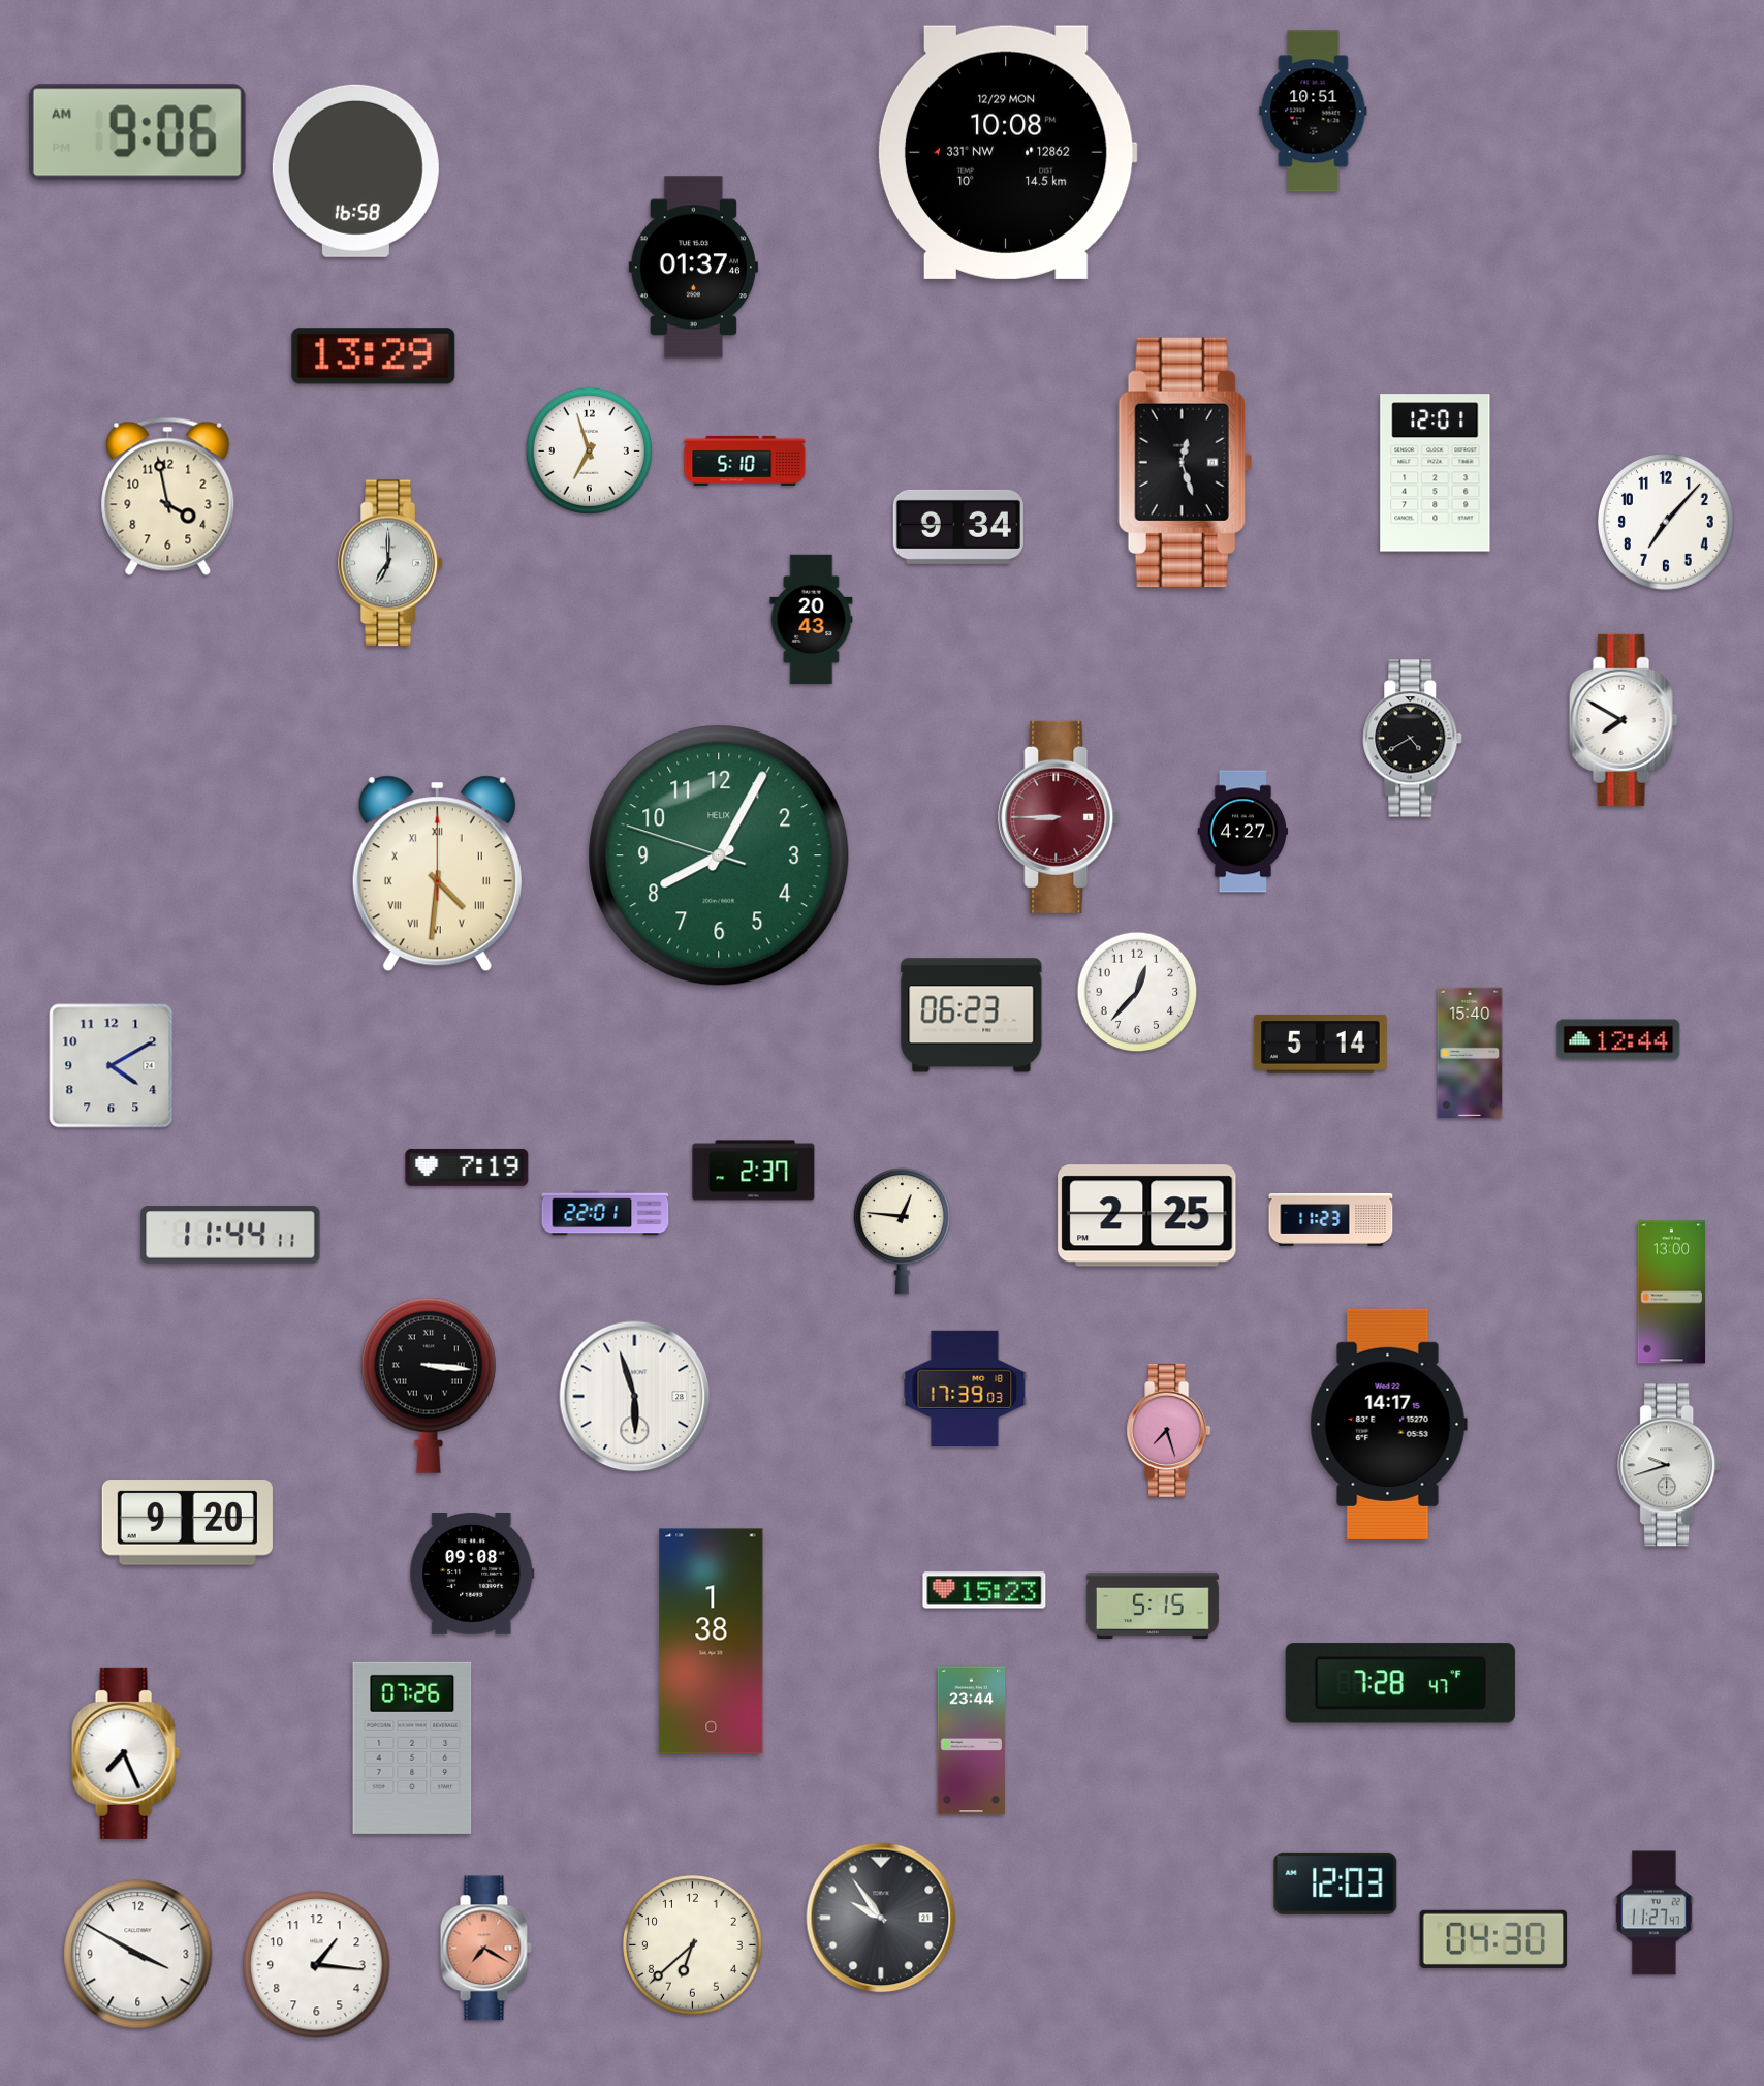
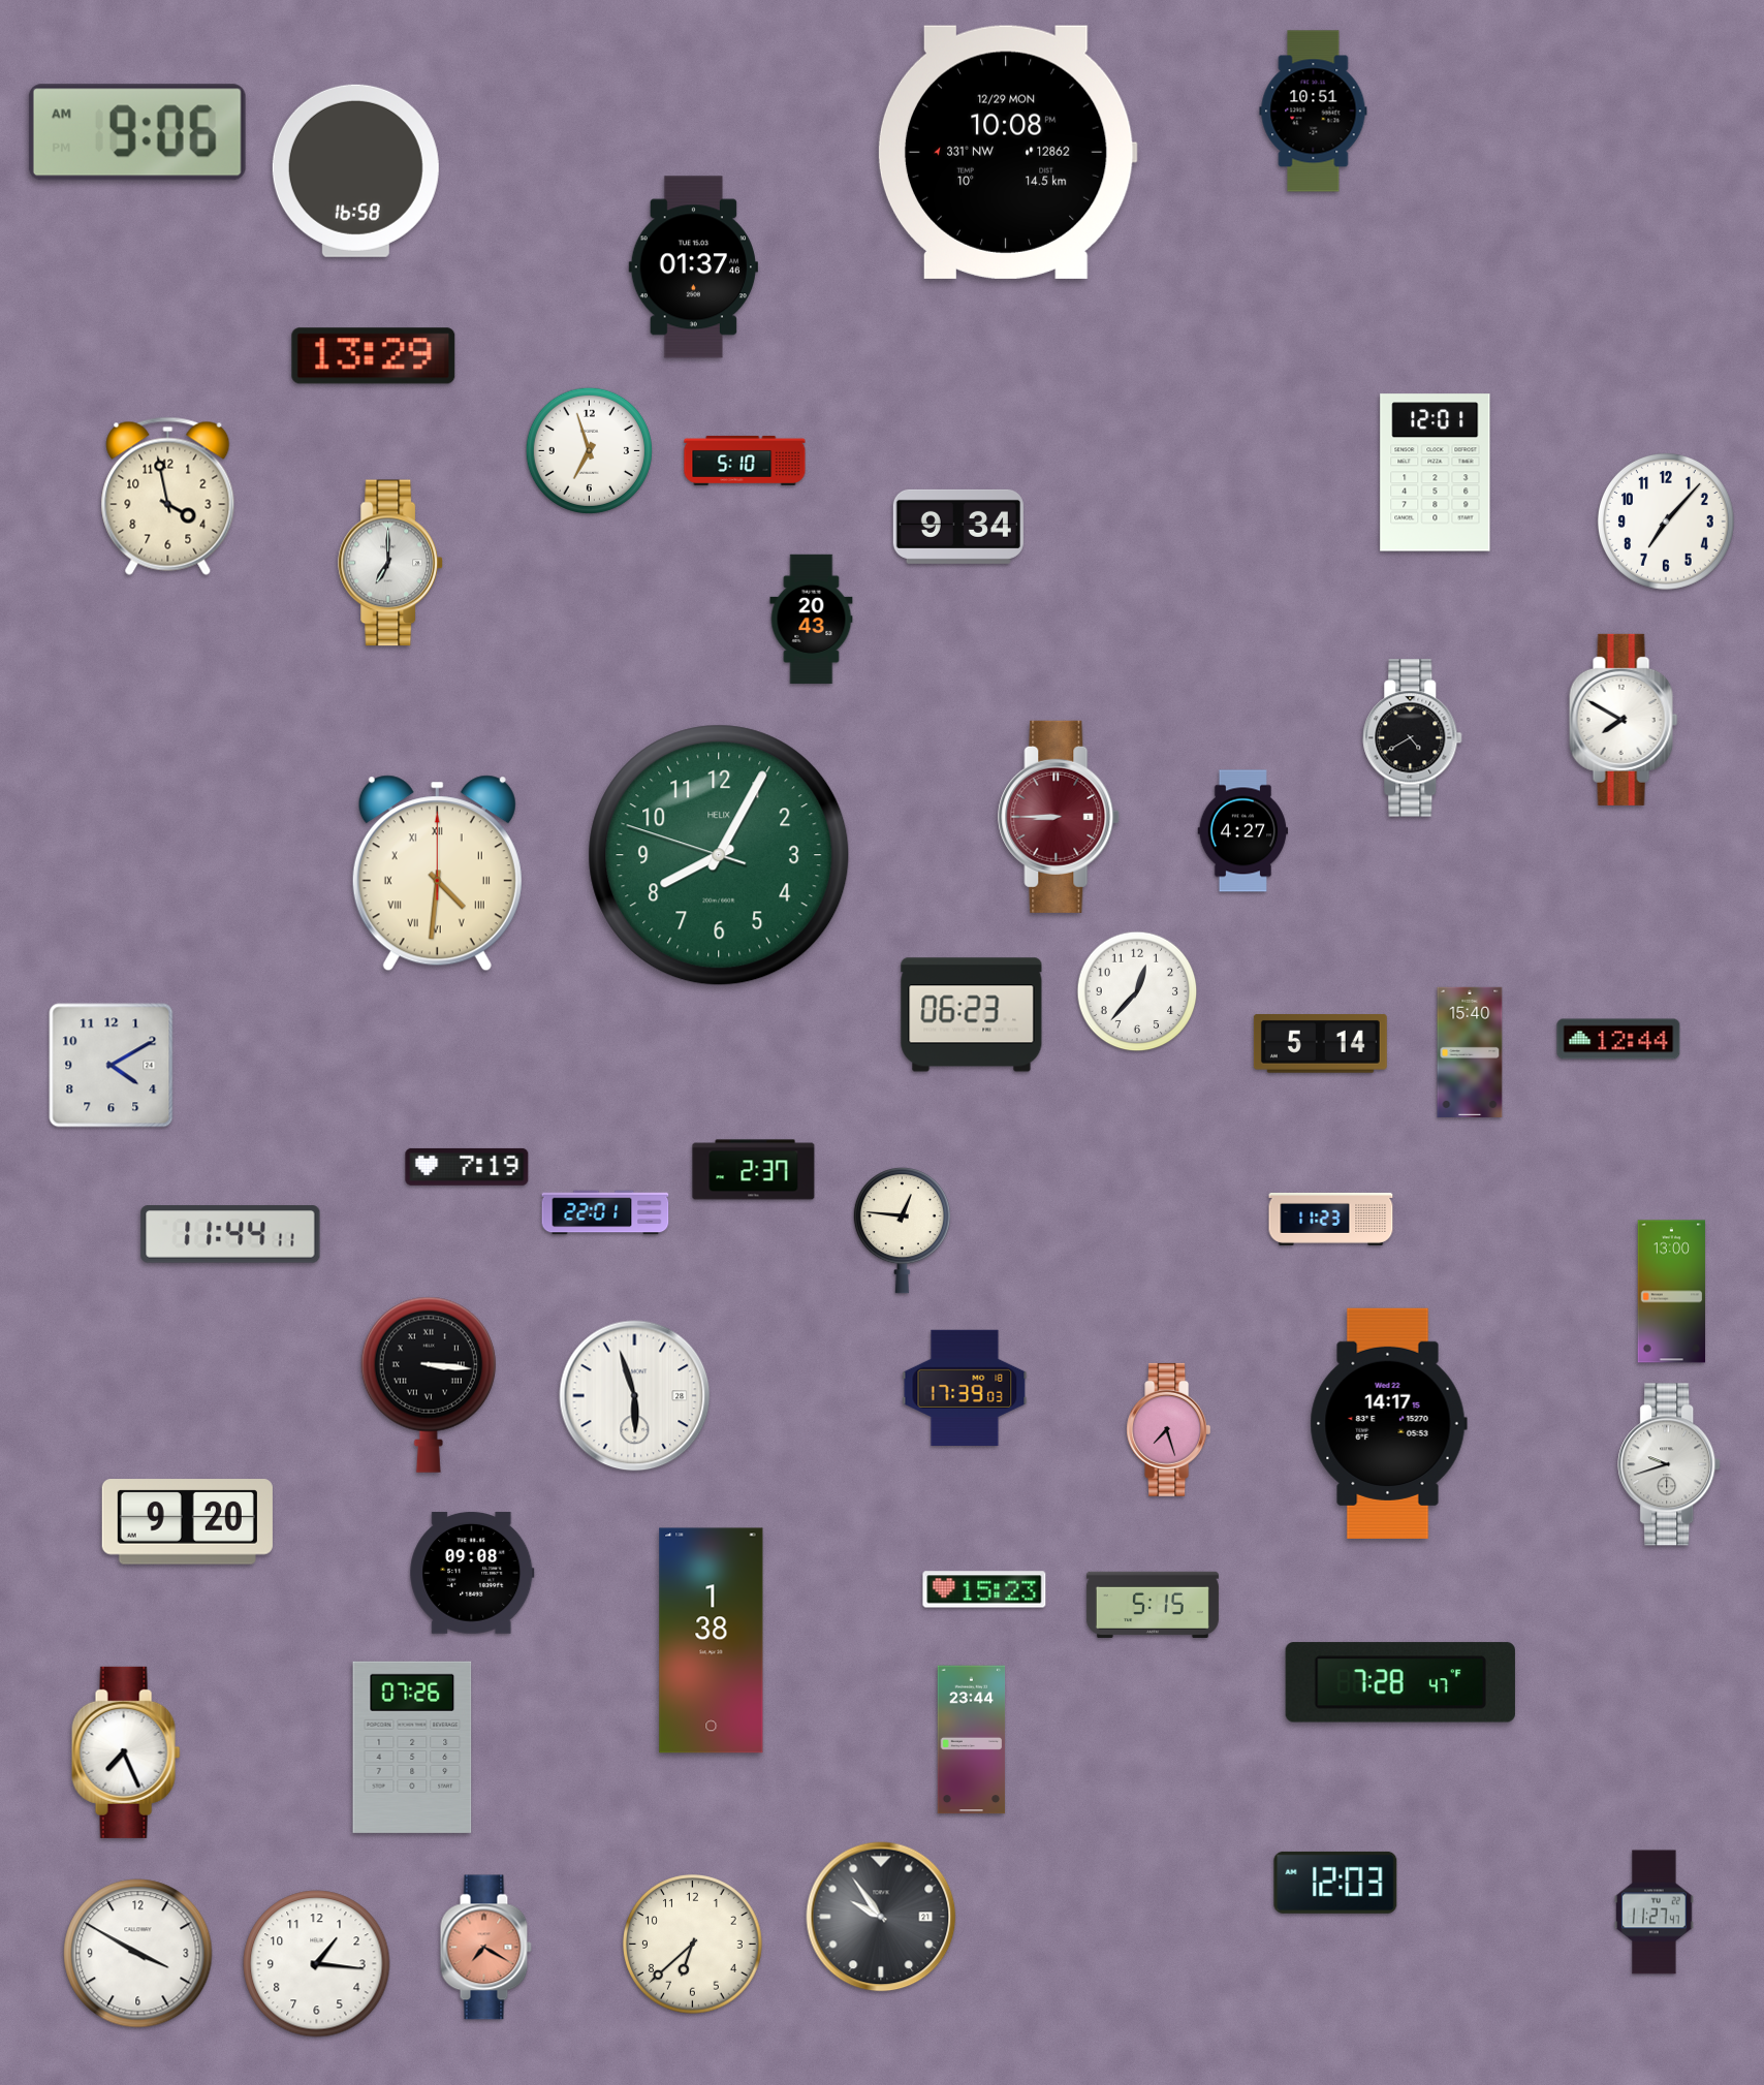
clock at (1185, 462): 12:27 -> none
clock at (1147, 1216): 2:25 -> none
clock at (1493, 1939): 04:30 -> none
